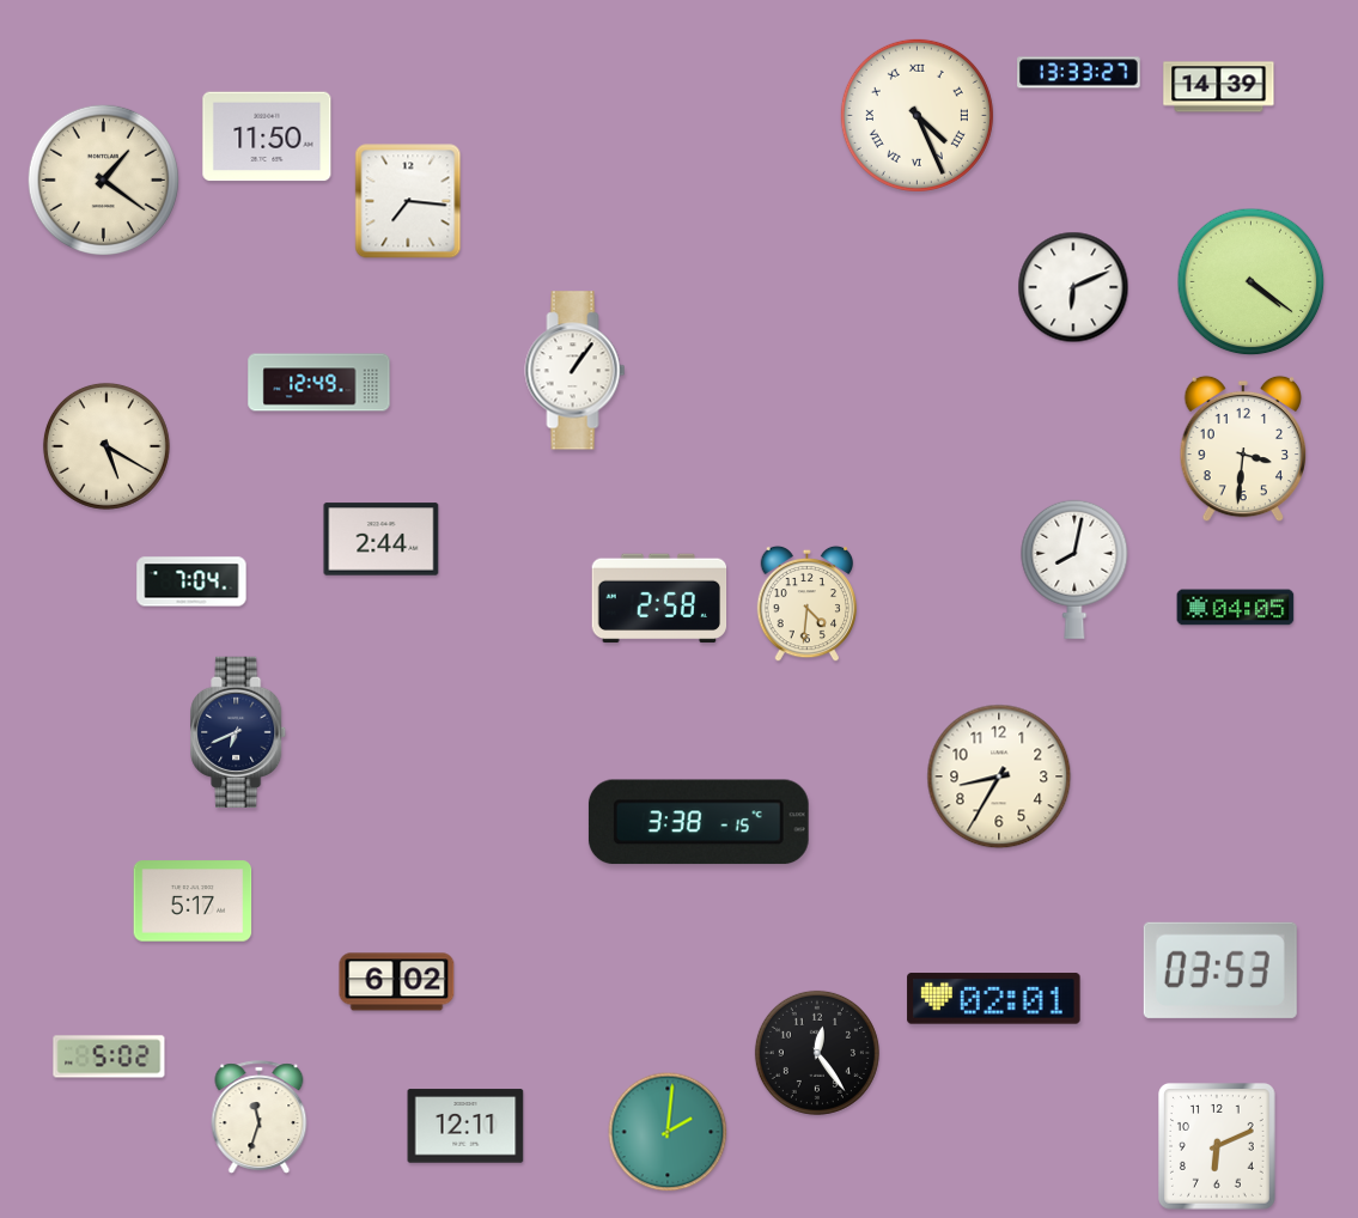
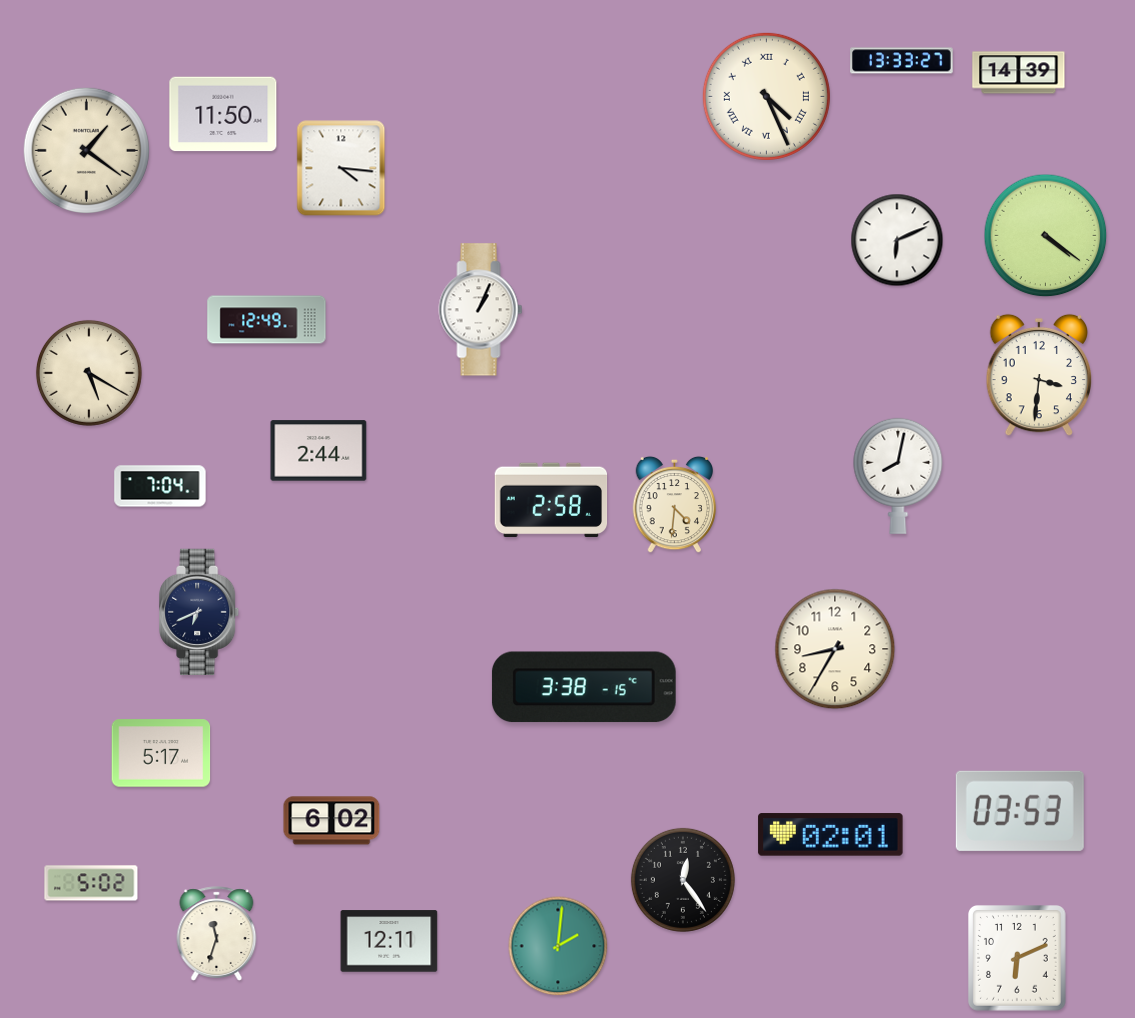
clock at (408, 201): 7:16 -> 4:16
clock at (576, 371): 1:06 -> 1:04
clock at (1236, 608): 04:05 -> none
